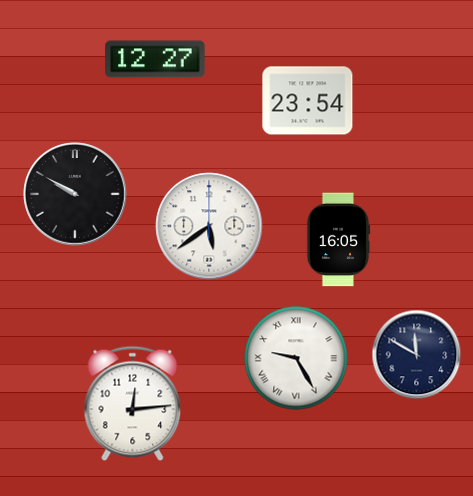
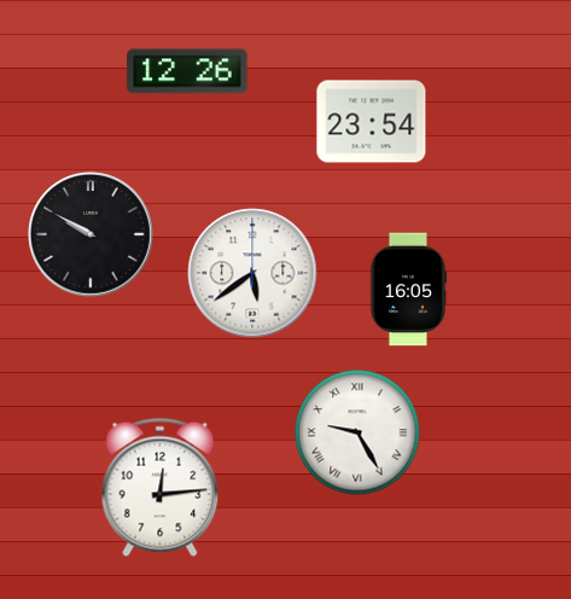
clock at (155, 59): 12:27 -> 12:26
clock at (417, 355): 11:50 -> none
